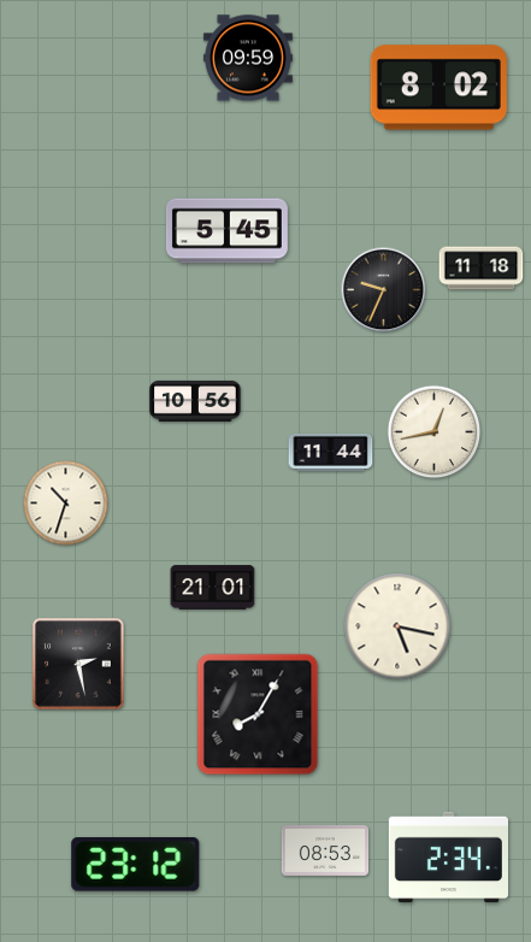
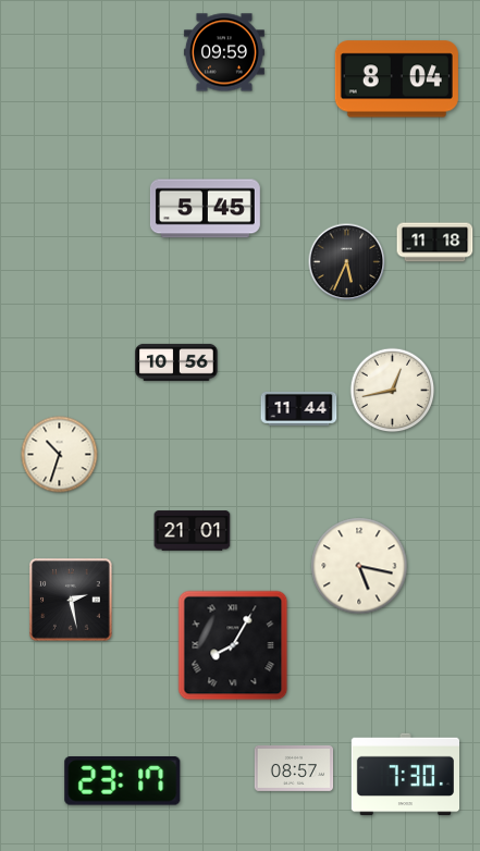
clock at (438, 88): 8:02 -> 8:04
clock at (384, 290): 9:34 -> 5:34
clock at (325, 850): 08:53 -> 08:57
clock at (448, 858): 2:34 -> 7:30
clock at (136, 865): 23:12 -> 23:17
